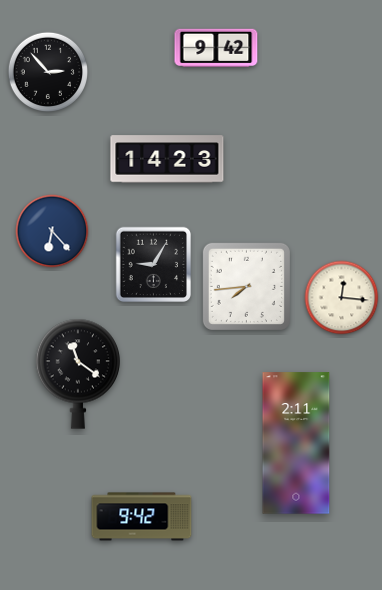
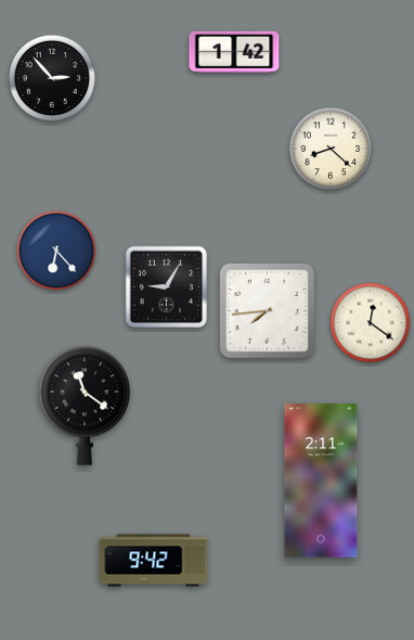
clock at (216, 48): 9:42 -> 1:42
clock at (331, 149): none -> 8:22
clock at (167, 159): 14:23 -> none
clock at (342, 298): 12:16 -> 12:21
